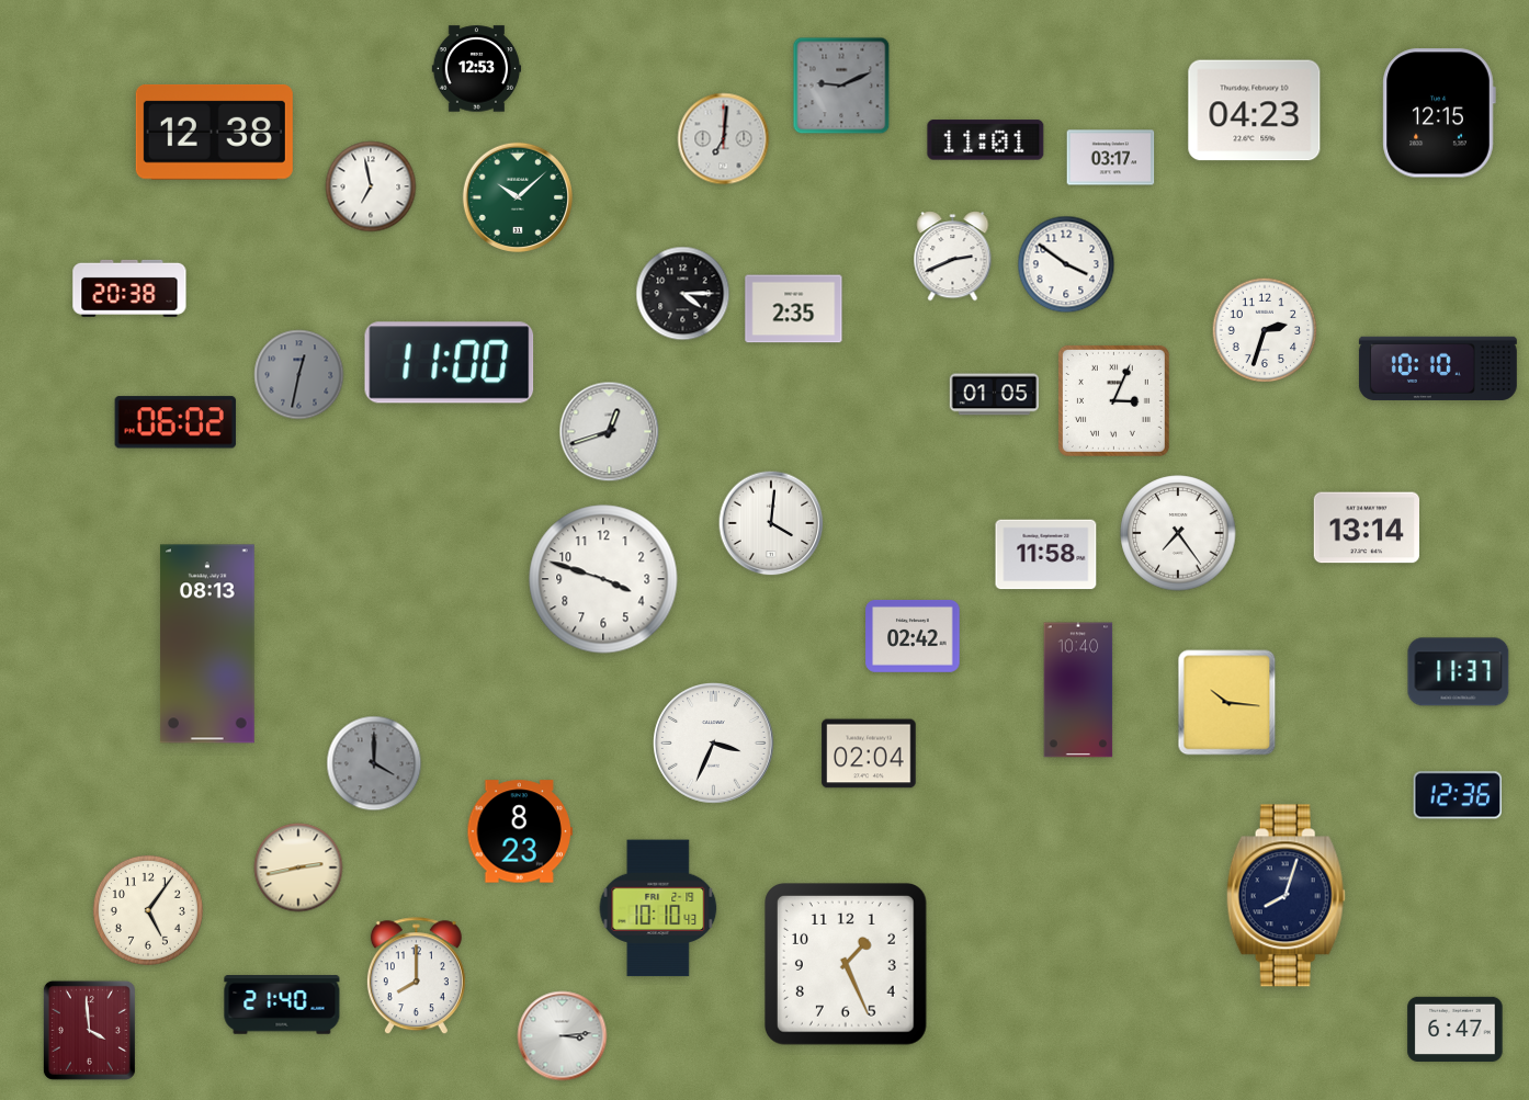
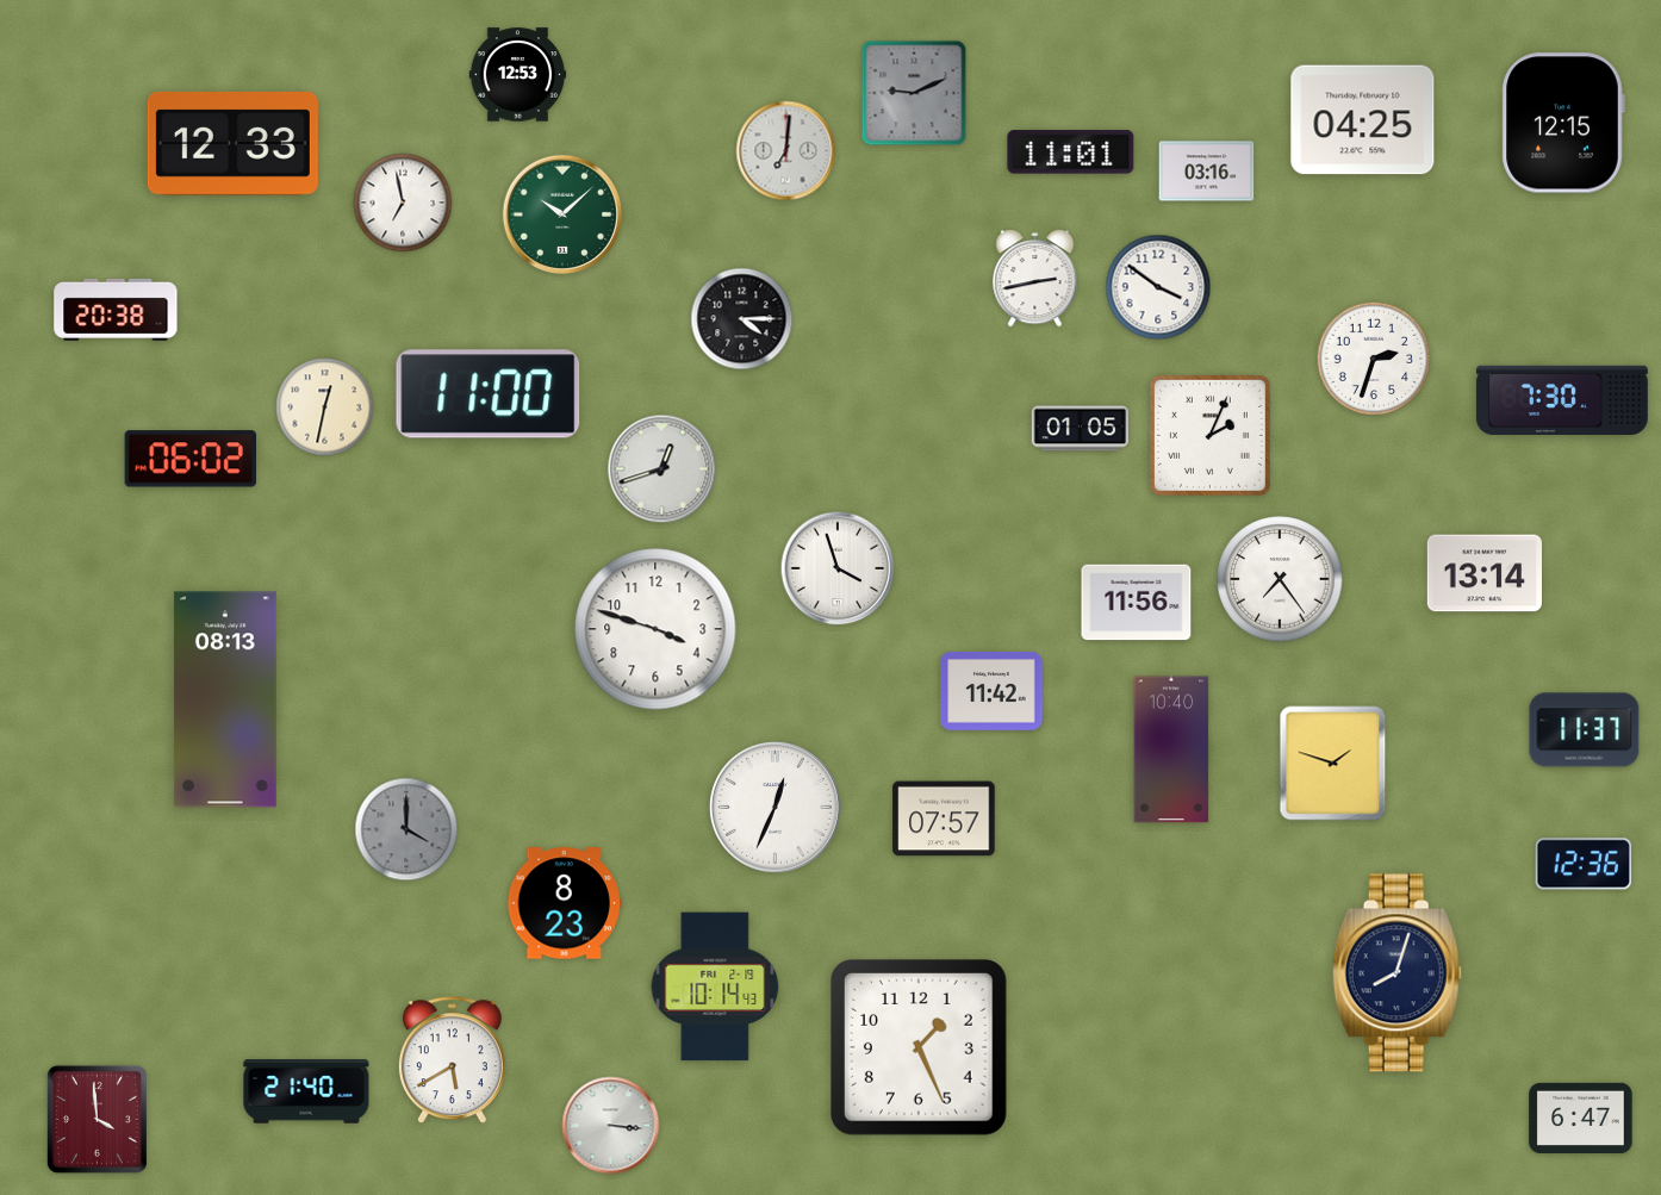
clock at (1255, 111): 04:23 -> 04:25
clock at (214, 132): 12:38 -> 12:33
clock at (1111, 158): 03:17 -> 03:16
clock at (953, 257): 2:41 -> 2:43
clock at (129, 288) position: (129, 288) -> (116, 310)
clock at (794, 309): 2:35 -> none
clock at (1438, 368): 10:10 -> 7:30
clock at (299, 375) dial: grey -> cream
clock at (1113, 400): 3:04 -> 2:04
clock at (771, 523): 4:01 -> 3:57
clock at (1046, 555): 11:58 -> 11:56
clock at (913, 636): 02:42 -> 11:42
clock at (1227, 703): 10:16 -> 1:48
clock at (714, 744): 3:34 -> 12:34
clock at (869, 753): 02:04 -> 07:57
clock at (298, 867): 2:43 -> none
clock at (658, 908): 10:10 -> 10:14
clock at (148, 910): 5:06 -> none
clock at (416, 976): 8:00 -> 5:40
clock at (563, 1036): 3:14 -> 3:16
